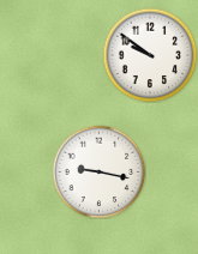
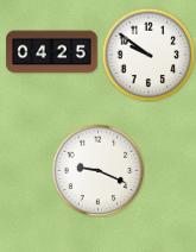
clock at (52, 52): none -> 04:25
clock at (98, 171): 9:17 -> 9:19
